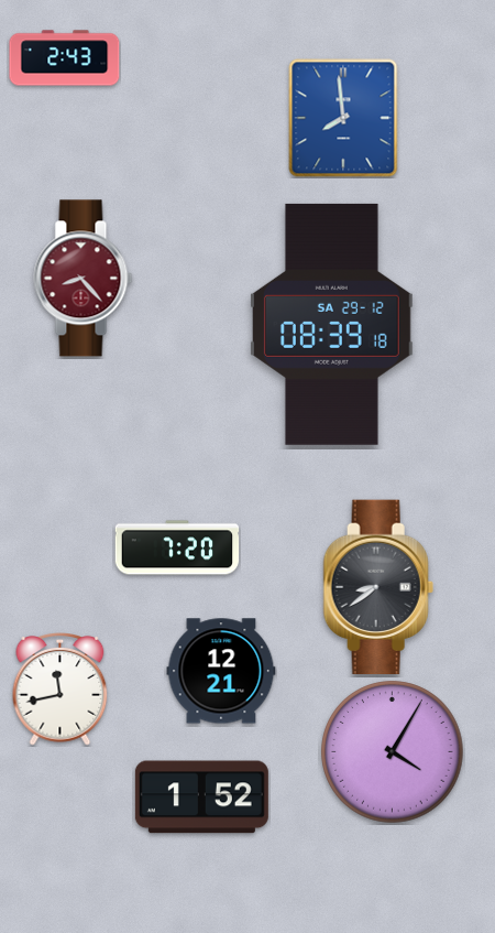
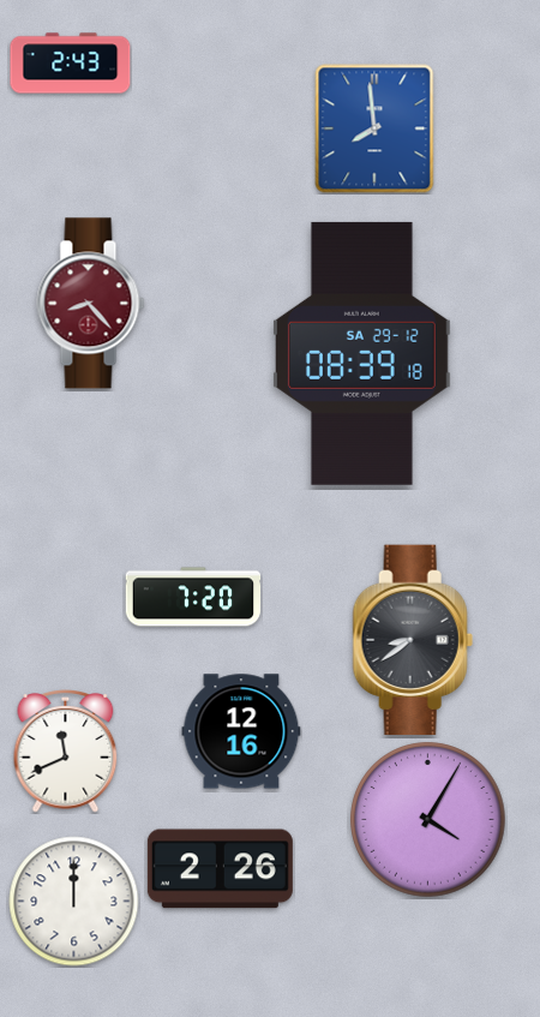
clock at (221, 671): 12:21 -> 12:16
clock at (61, 690): 11:43 -> 11:41
clock at (201, 798): 1:52 -> 2:26
clock at (74, 902): none -> 12:00
